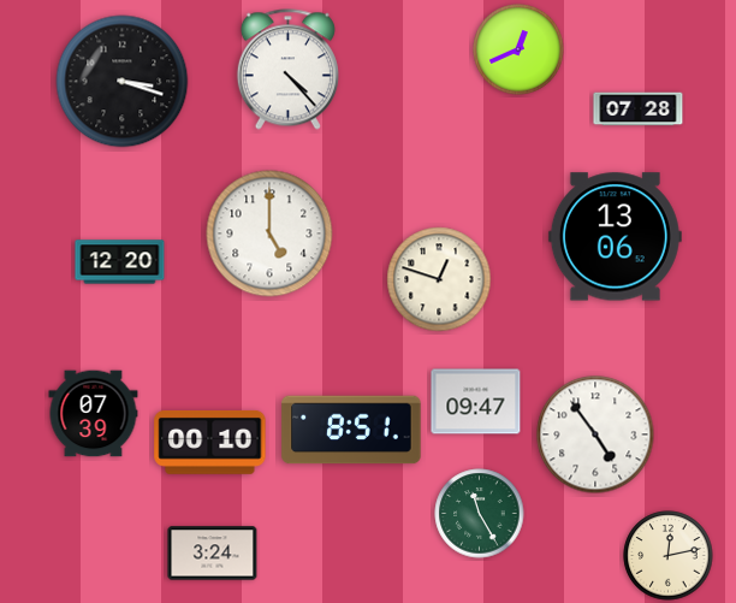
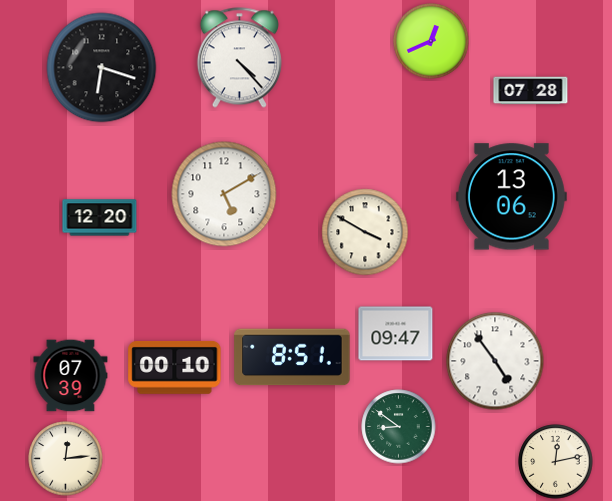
clock at (123, 82): 3:18 -> 6:18
clock at (269, 233): 5:00 -> 5:10
clock at (439, 279): 12:48 -> 3:50
clock at (94, 414) position: (94, 414) -> (71, 376)
clock at (480, 514): 11:25 -> 8:51
clock at (66, 459): none -> 12:14
clock at (213, 554): 3:24 -> none
